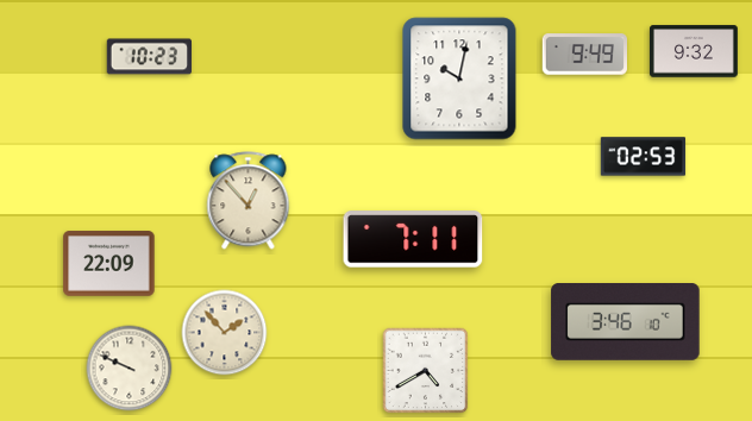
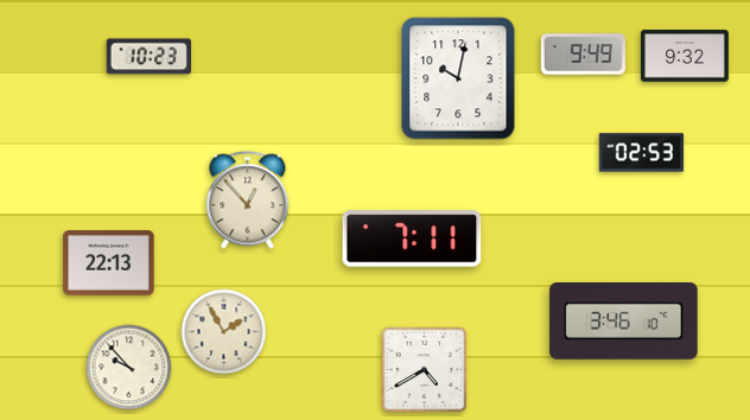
clock at (694, 51) position: (694, 51) -> (685, 56)
clock at (644, 157) position: (644, 157) -> (642, 153)
clock at (109, 264): 22:09 -> 22:13
clock at (225, 333): 1:53 -> 1:55
clock at (130, 369): 9:49 -> 9:53
